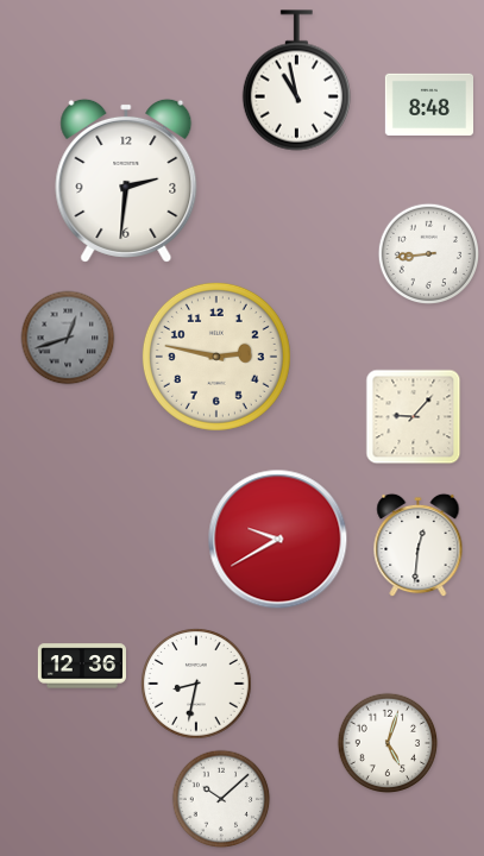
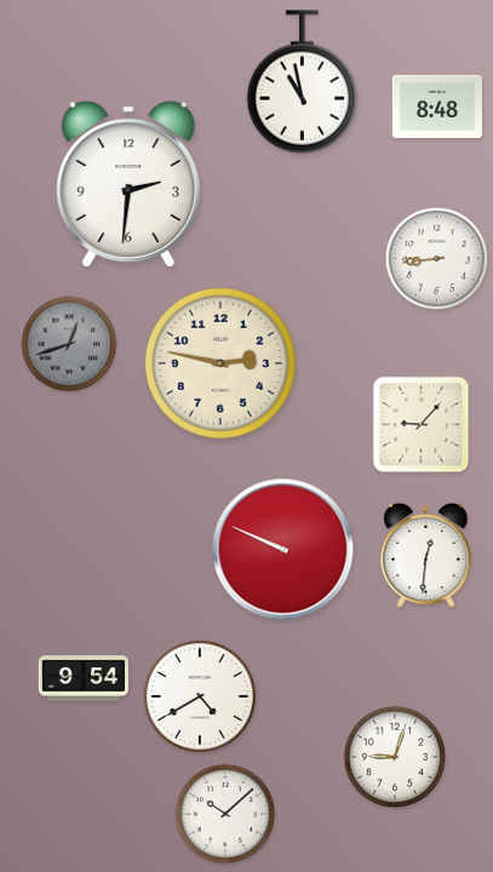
clock at (278, 540): 9:40 -> 9:49
clock at (81, 666): 12:36 -> 9:54
clock at (196, 684): 8:32 -> 4:40
clock at (388, 743): 5:03 -> 9:03
